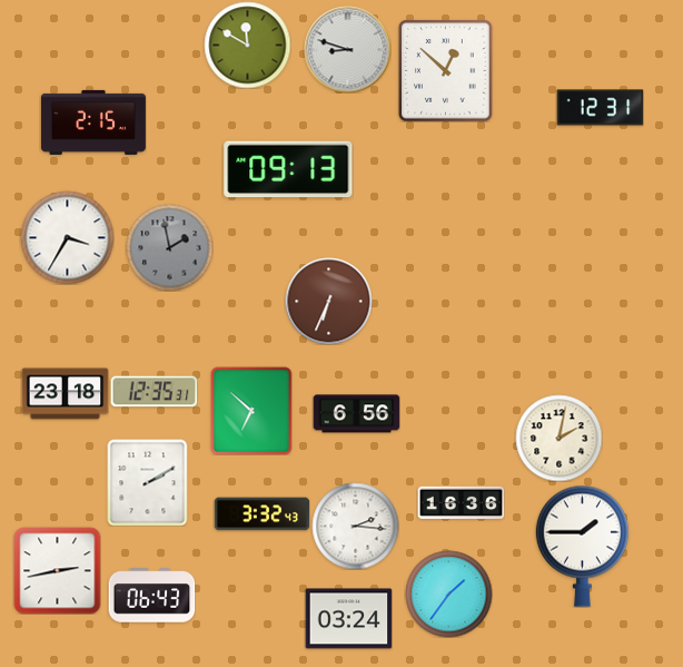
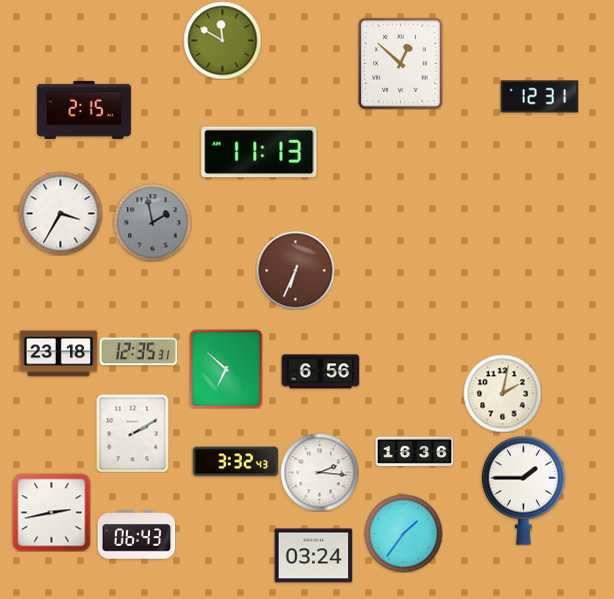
clock at (347, 49): 8:48 -> none
clock at (288, 169): 09:13 -> 11:13
